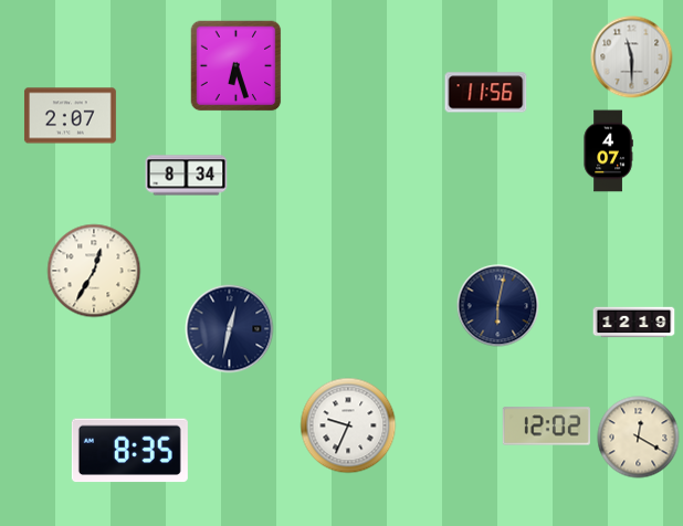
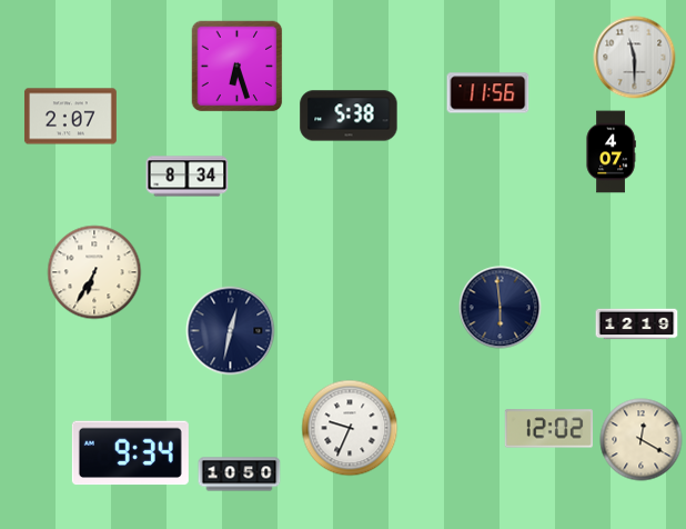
clock at (349, 116): none -> 5:38
clock at (94, 271): 12:35 -> 6:35
clock at (498, 306): 6:02 -> 5:59
clock at (129, 451): 8:35 -> 9:34
clock at (240, 475): none -> 10:50
